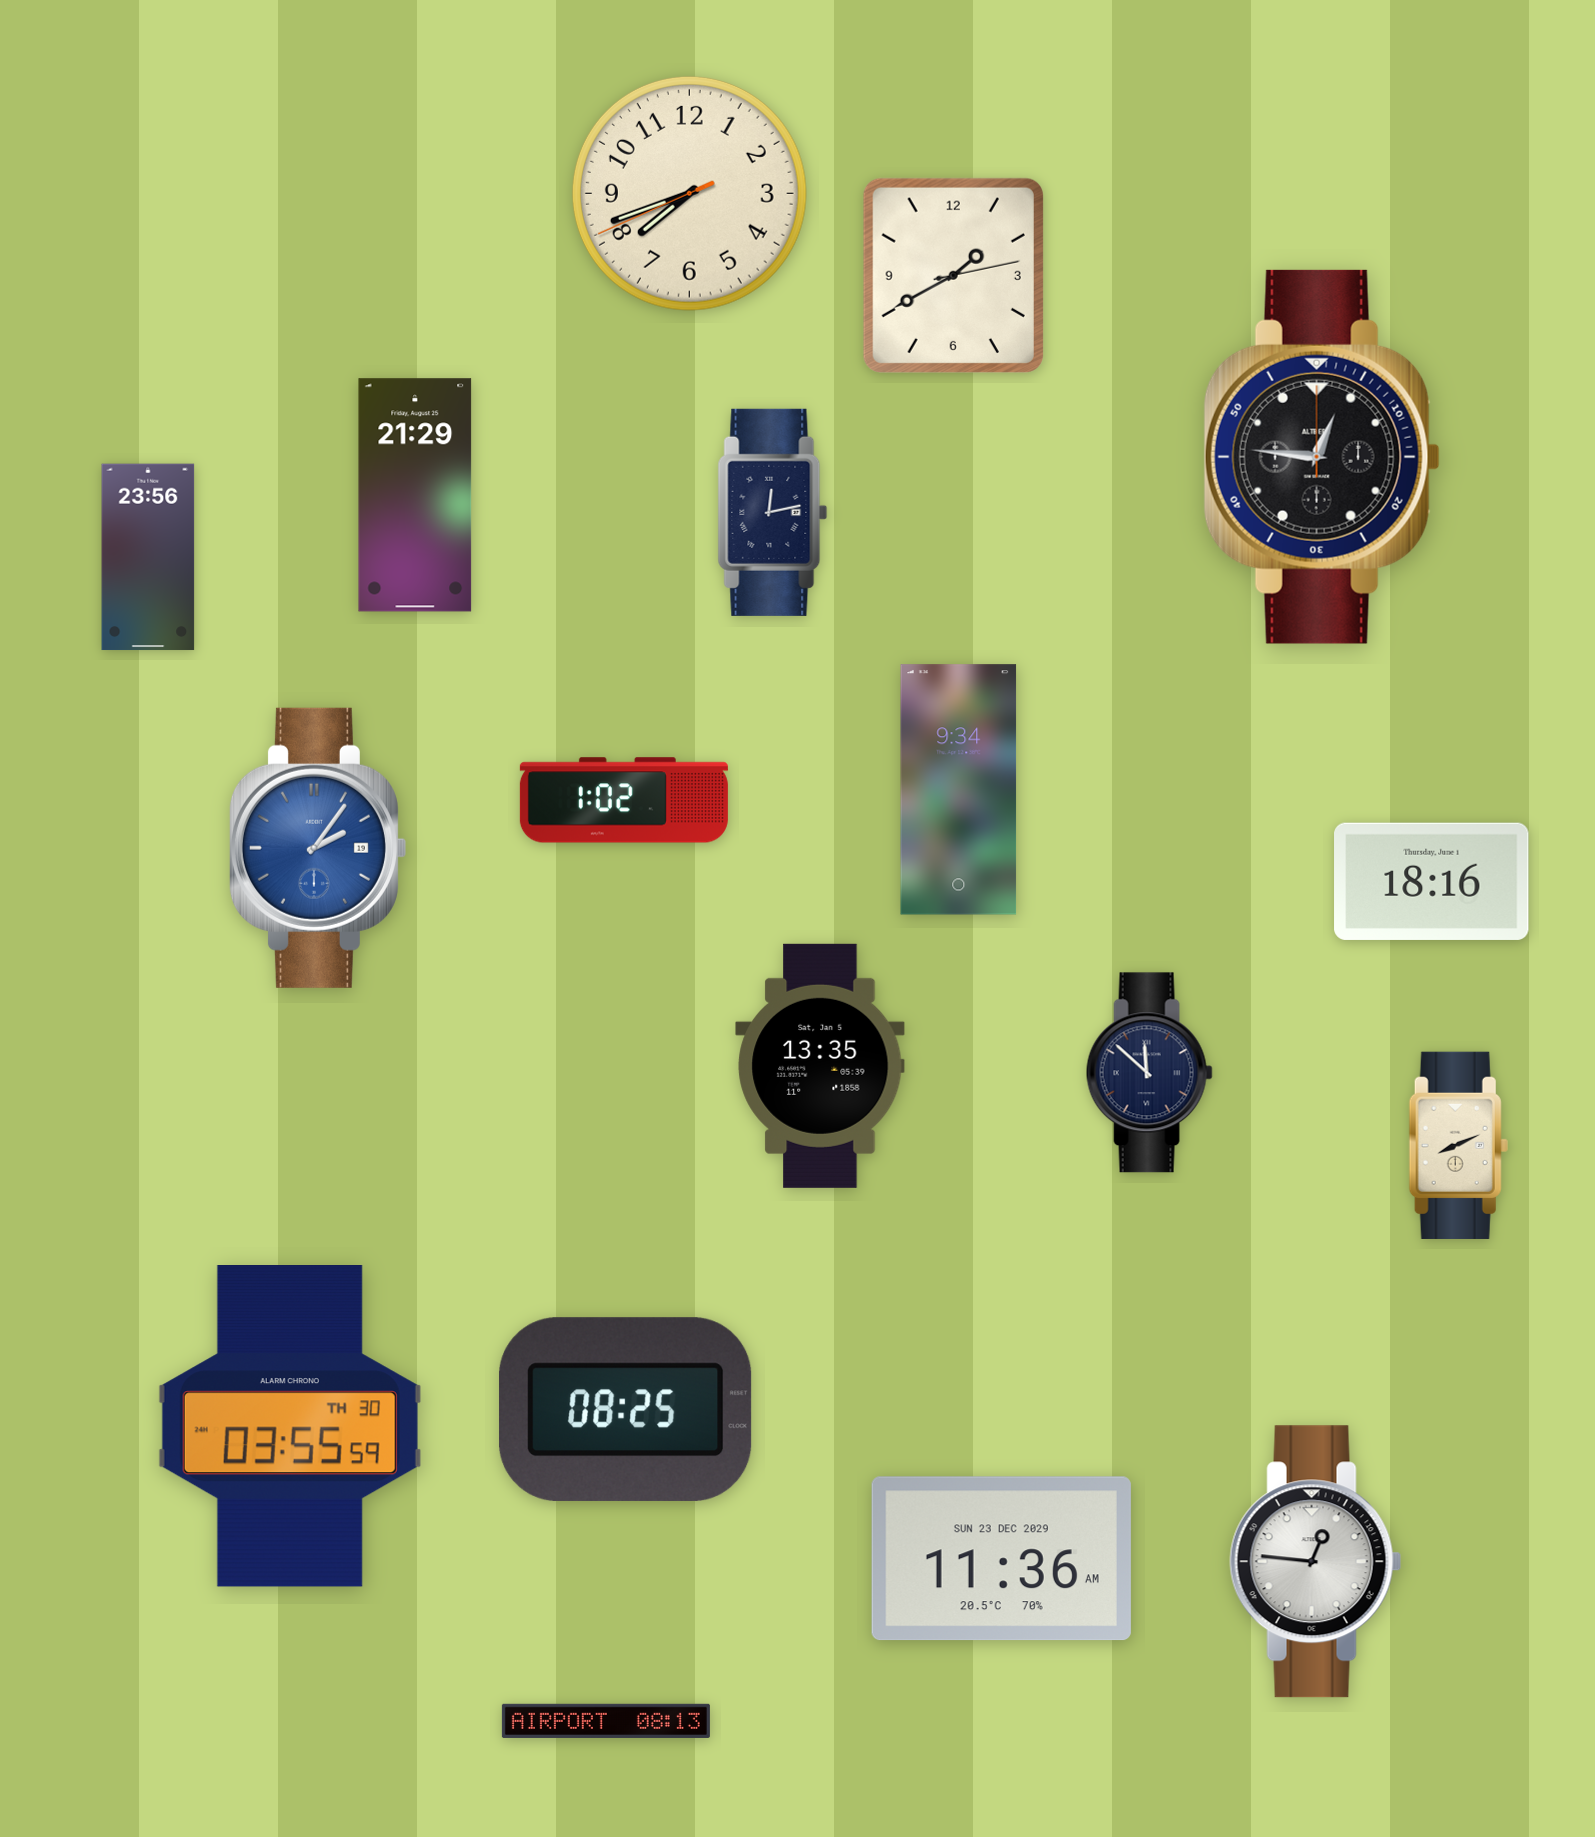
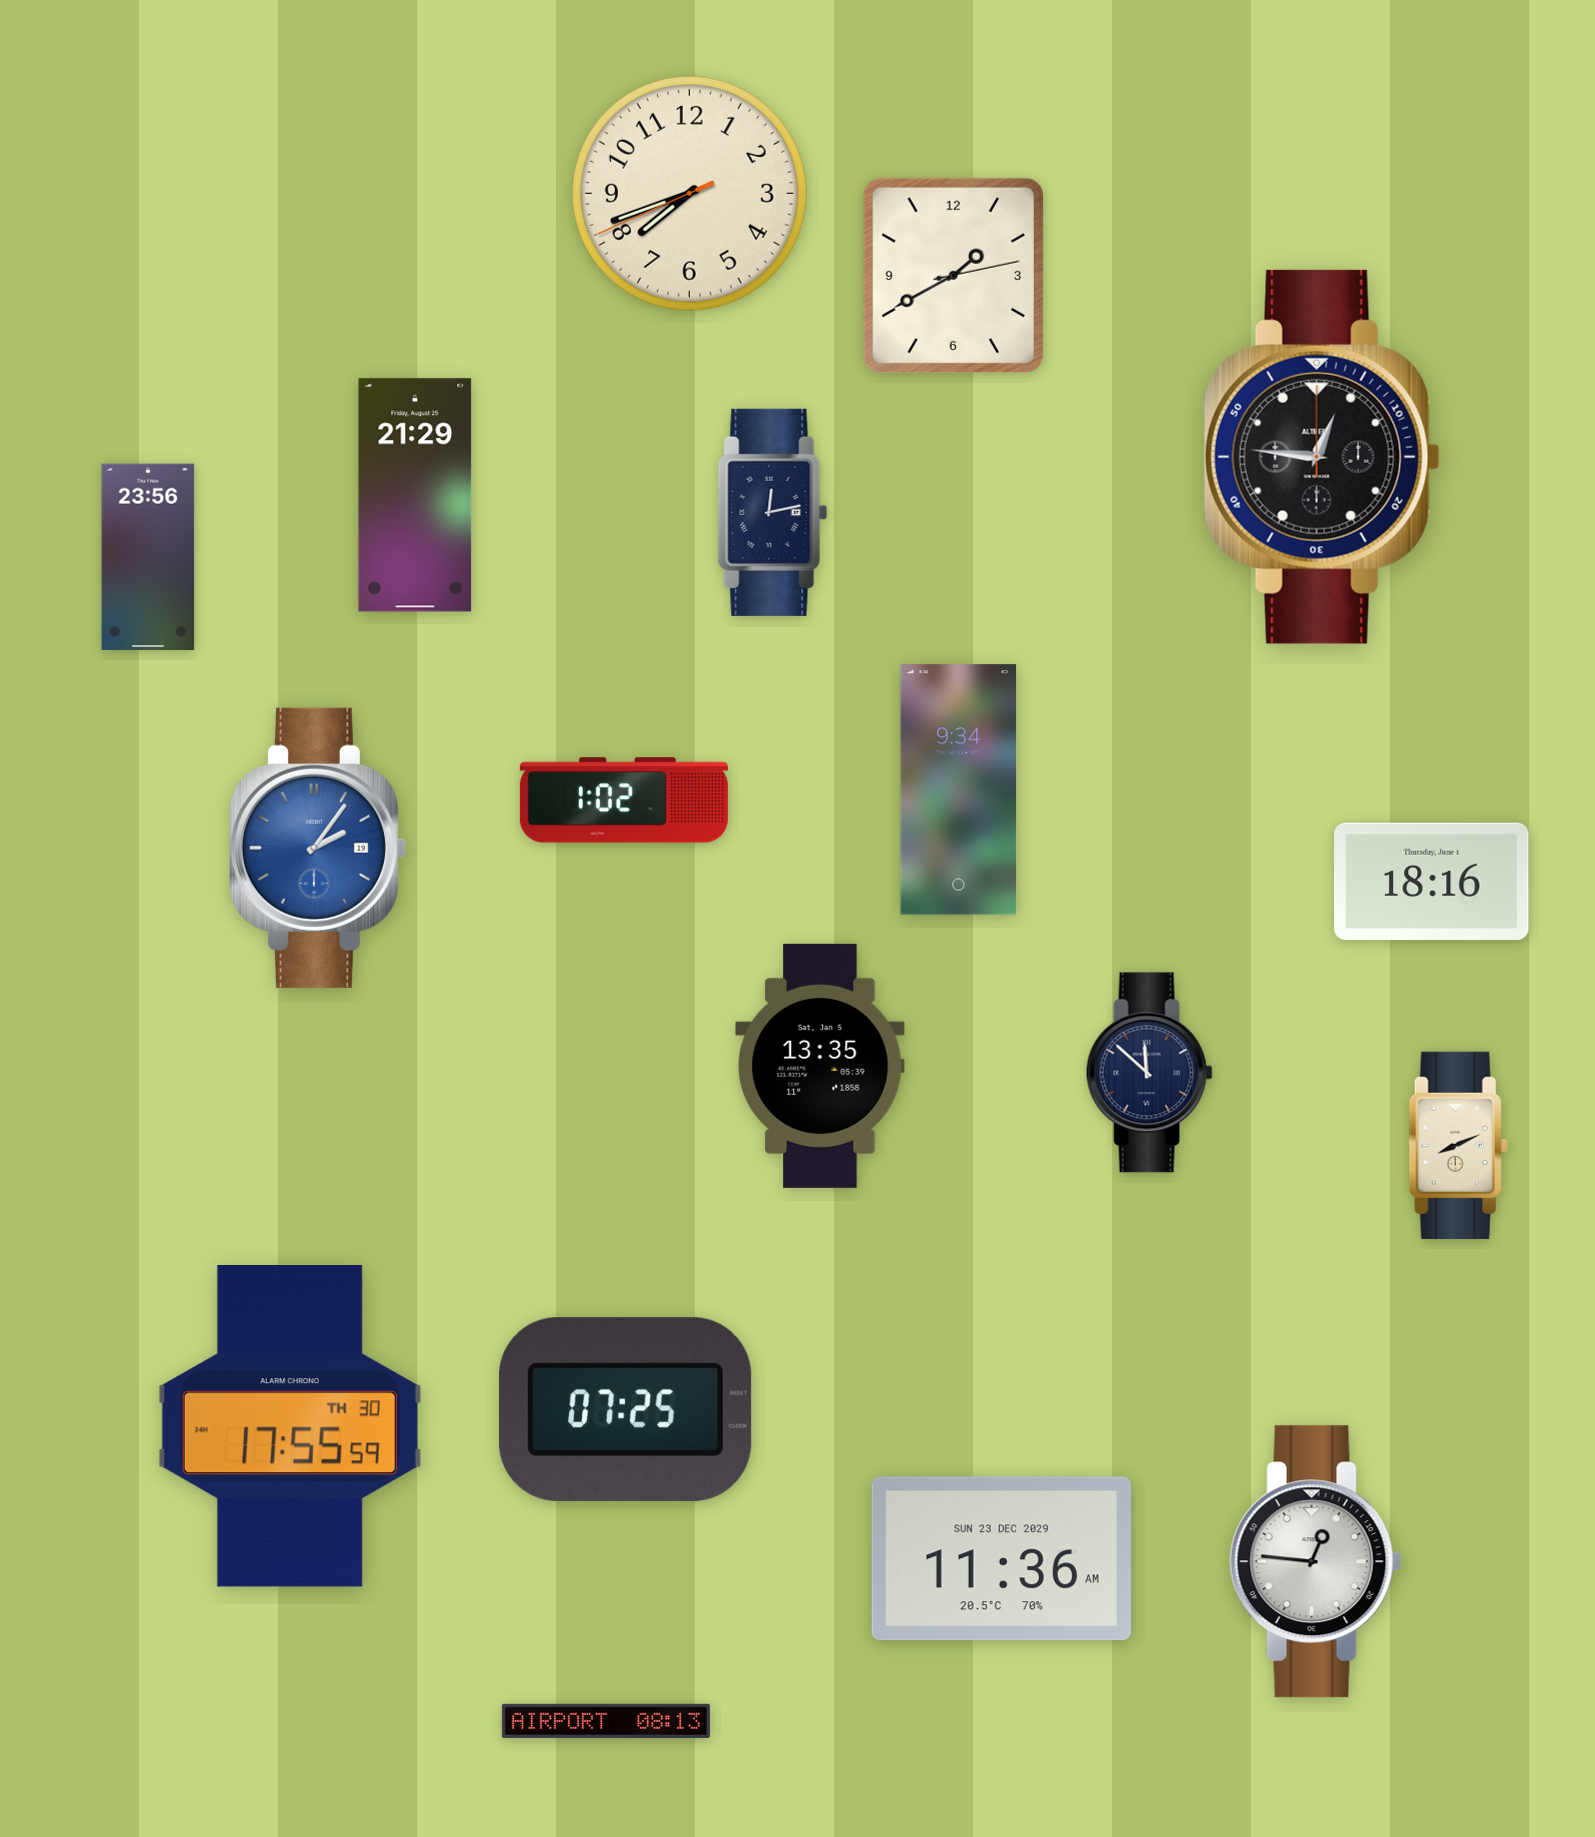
clock at (626, 1409): 08:25 -> 07:25
clock at (290, 1427): 03:55 -> 17:55
